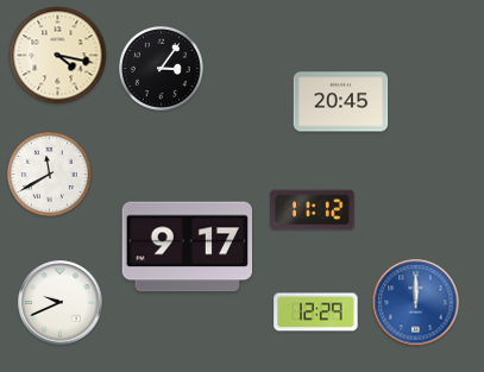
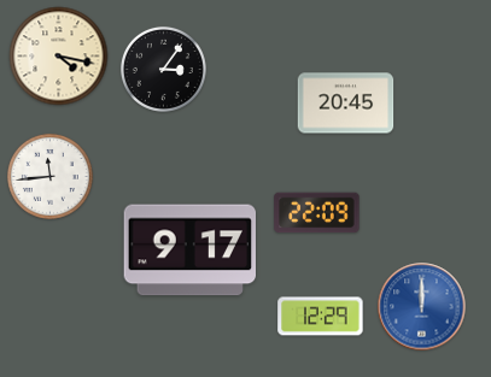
clock at (49, 174): 11:40 -> 11:44
clock at (313, 210): 11:12 -> 22:09
clock at (61, 303): 9:41 -> none
